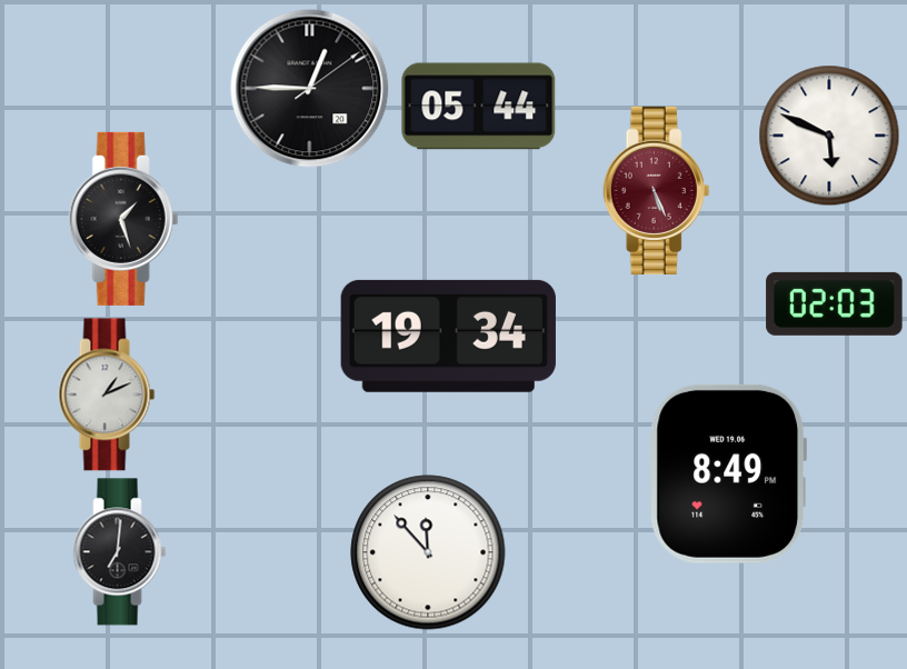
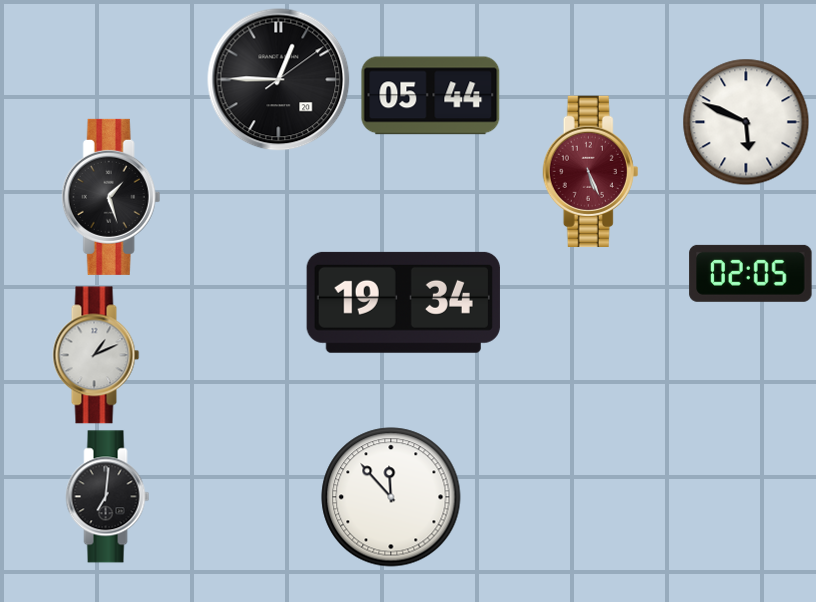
clock at (835, 303): 02:03 -> 02:05
clock at (729, 473): 8:49 -> none
clock at (428, 552) position: (428, 552) -> (391, 497)
